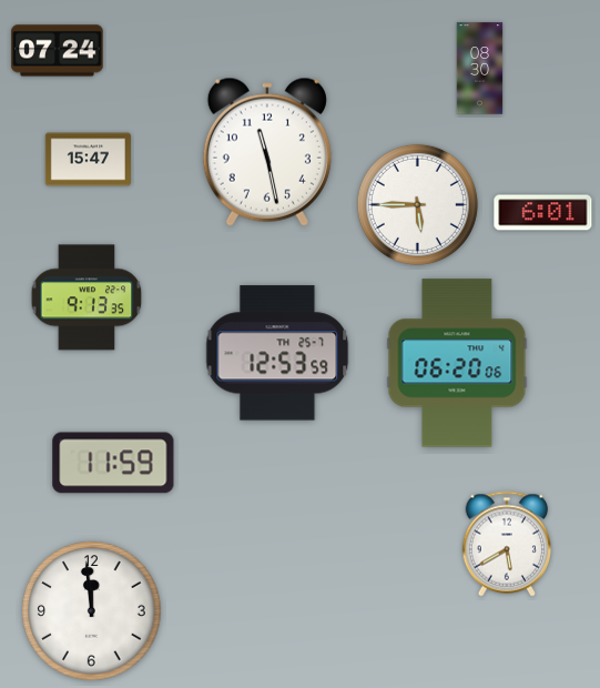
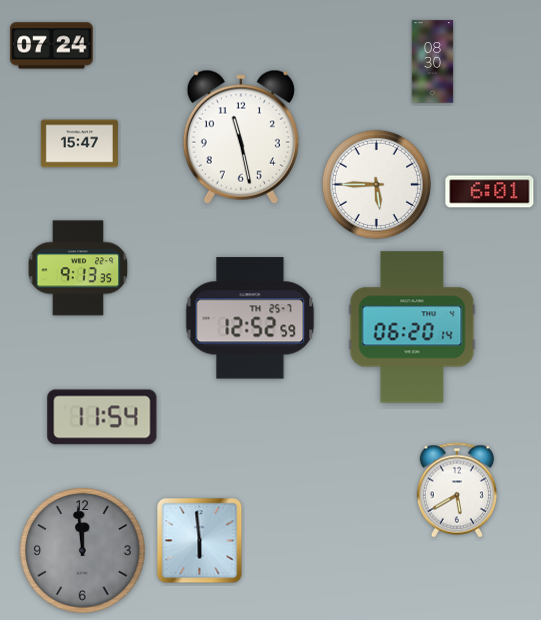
clock at (277, 353): 12:53 -> 12:52
clock at (457, 363): 06:20:06 -> 06:20:14
clock at (113, 463): 11:59 -> 11:54
clock at (200, 541): none -> 5:59
clock at (92, 611) dial: white -> grey
